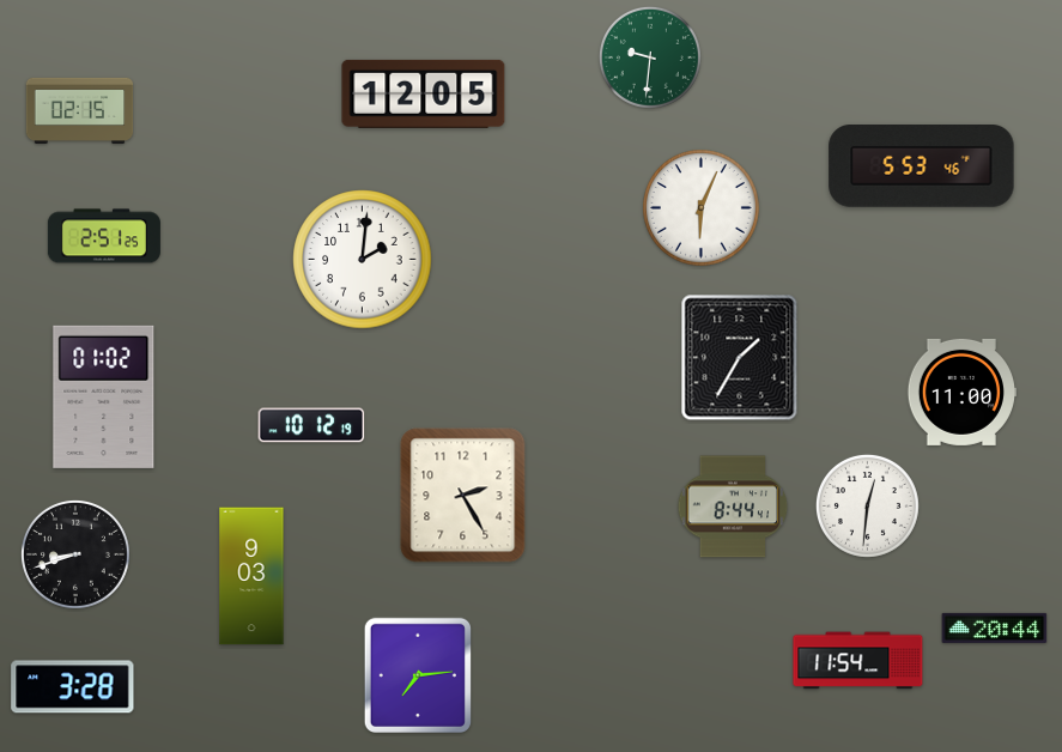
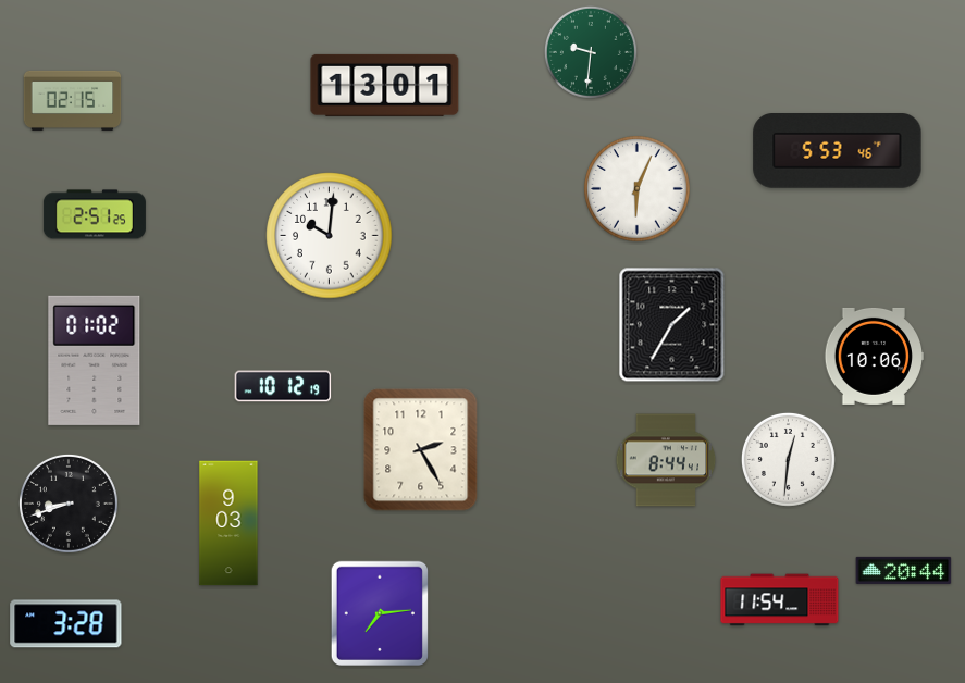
clock at (424, 93): 12:05 -> 13:01
clock at (363, 260): 2:01 -> 10:01
clock at (961, 392): 11:00 -> 10:06
